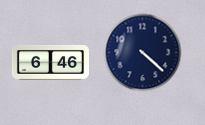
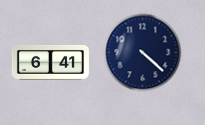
clock at (50, 63): 6:46 -> 6:41
